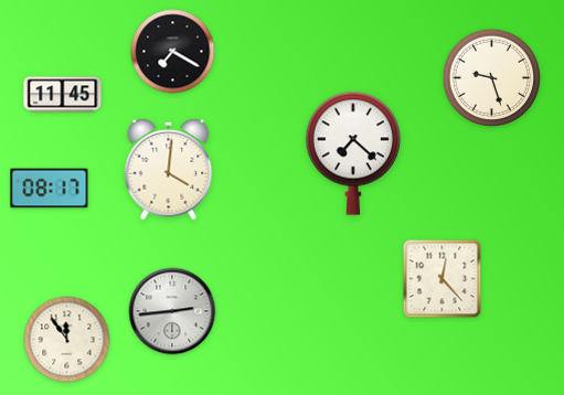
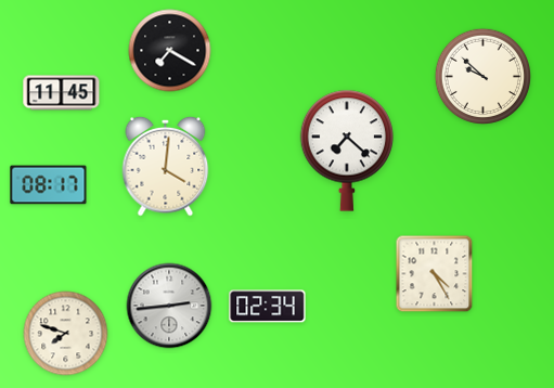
clock at (491, 77): 9:27 -> 9:52
clock at (443, 279): 12:23 -> 4:25
clock at (268, 307): none -> 02:34
clock at (67, 340): 11:54 -> 7:48
